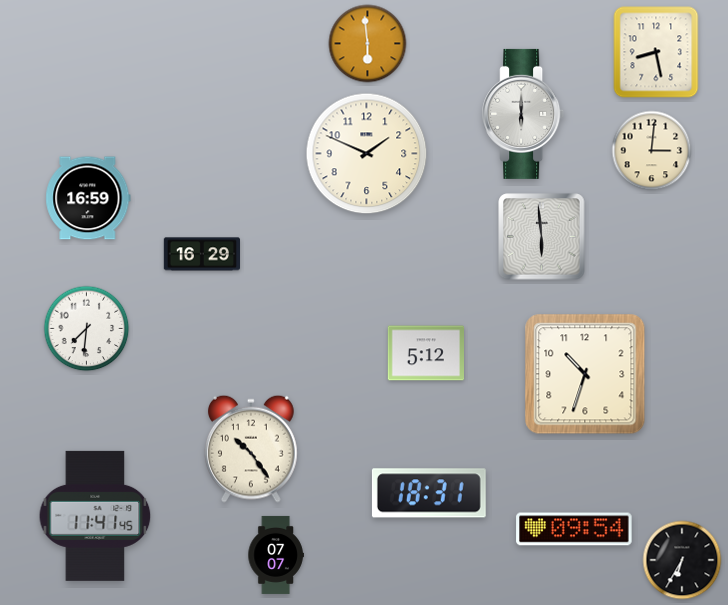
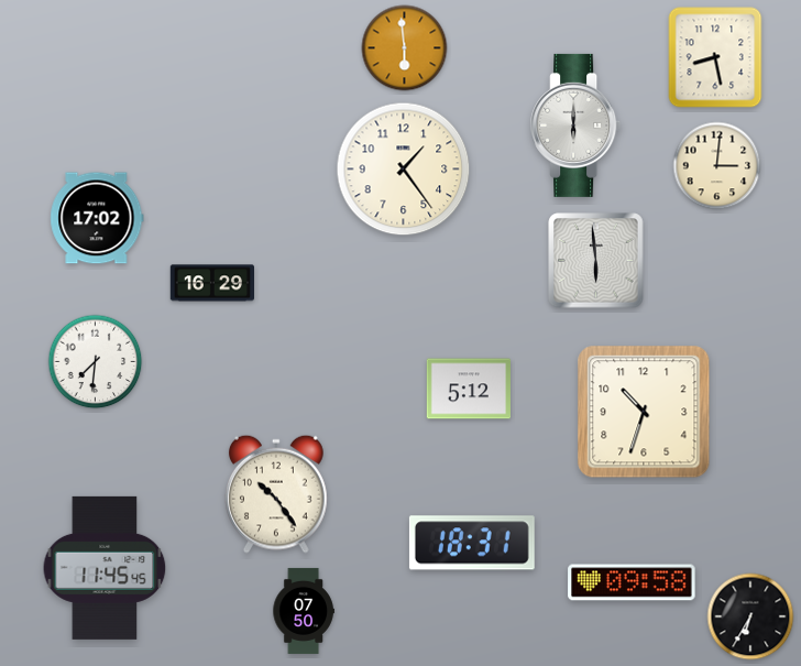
clock at (656, 52) position: (656, 52) -> (715, 57)
clock at (367, 154): 1:49 -> 1:24
clock at (88, 198): 16:59 -> 17:02
clock at (201, 254) position: (201, 254) -> (211, 283)
clock at (95, 516): 11:41 -> 11:45
clock at (574, 529): 09:54 -> 09:58
clock at (276, 555): 07:07 -> 07:50
